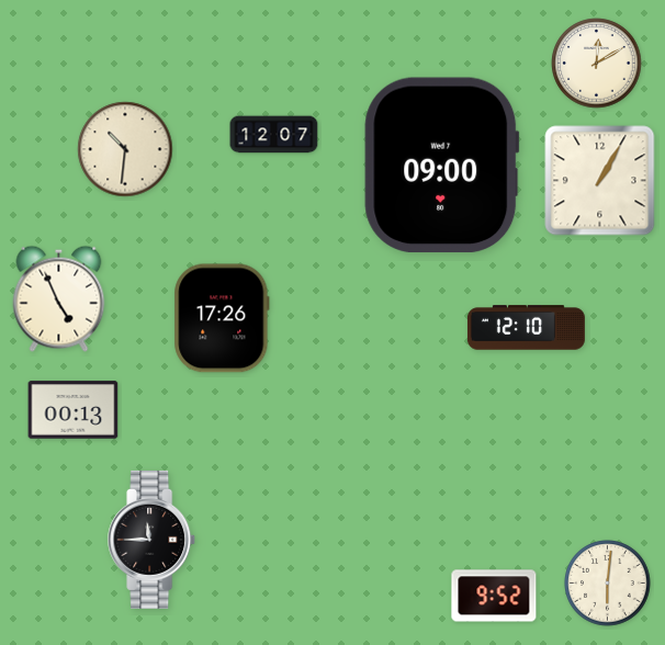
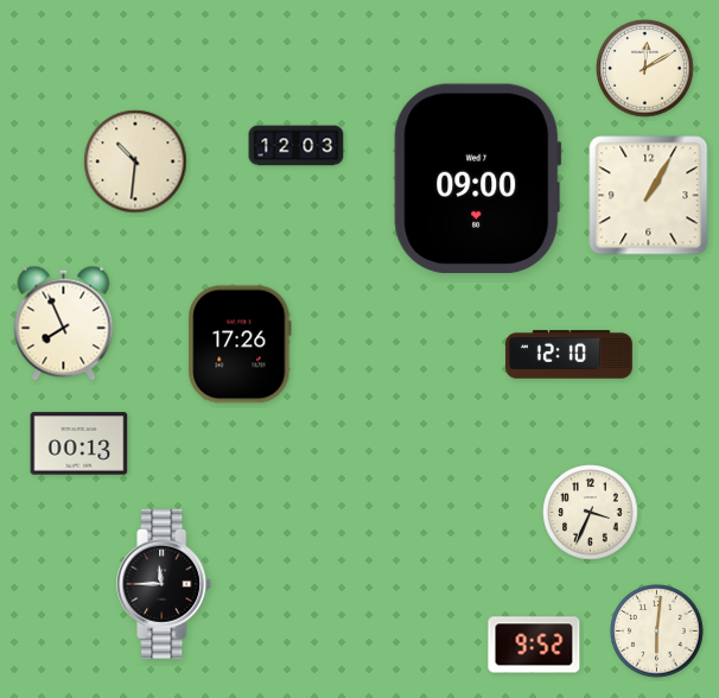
clock at (274, 135): 12:07 -> 12:03
clock at (59, 298): 4:56 -> 7:56
clock at (591, 513): none -> 3:34
